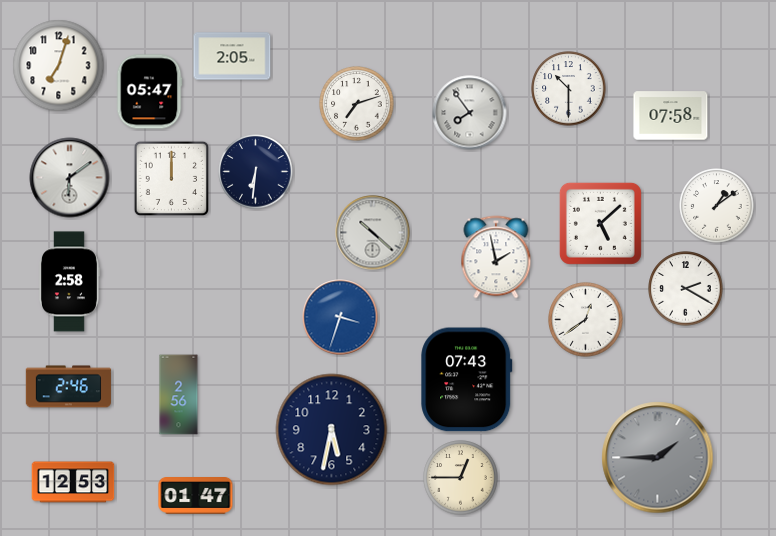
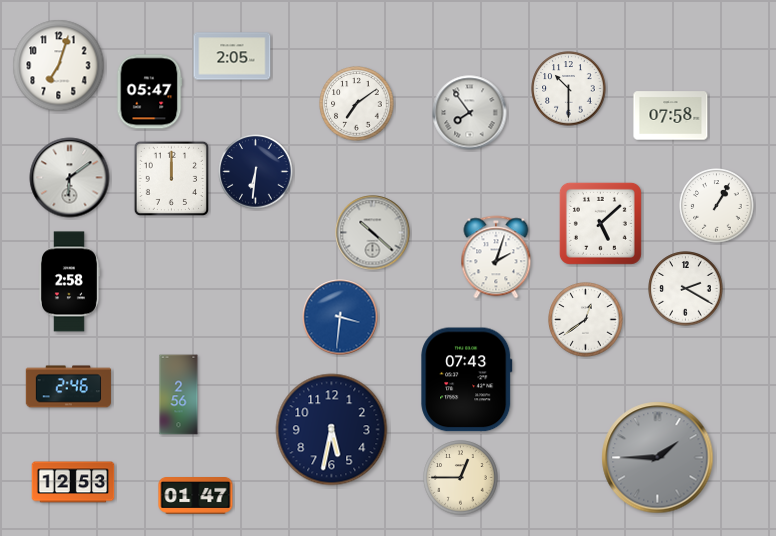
clock at (357, 104): 7:12 -> 7:09
clock at (717, 206): 1:09 -> 1:05
clock at (496, 257): 1:58 -> 2:03
clock at (340, 317): 3:33 -> 3:31
